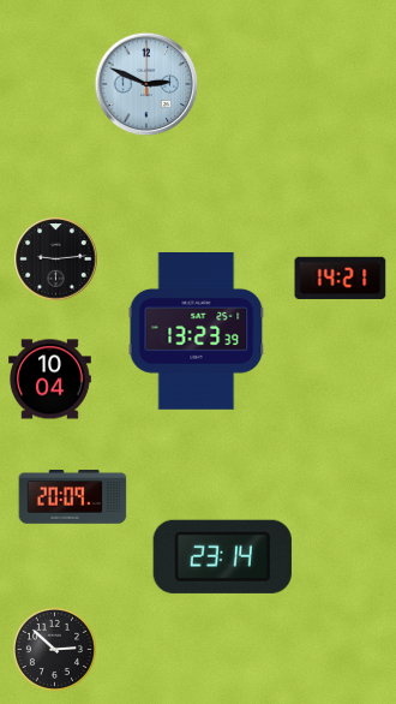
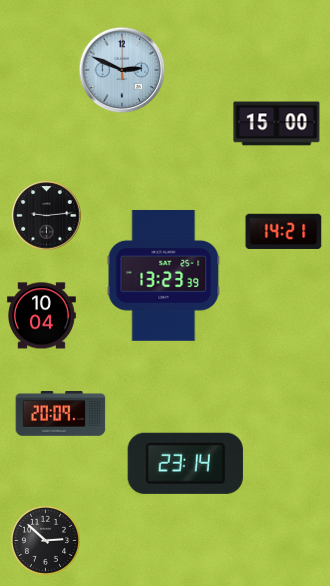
clock at (277, 124): none -> 15:00
